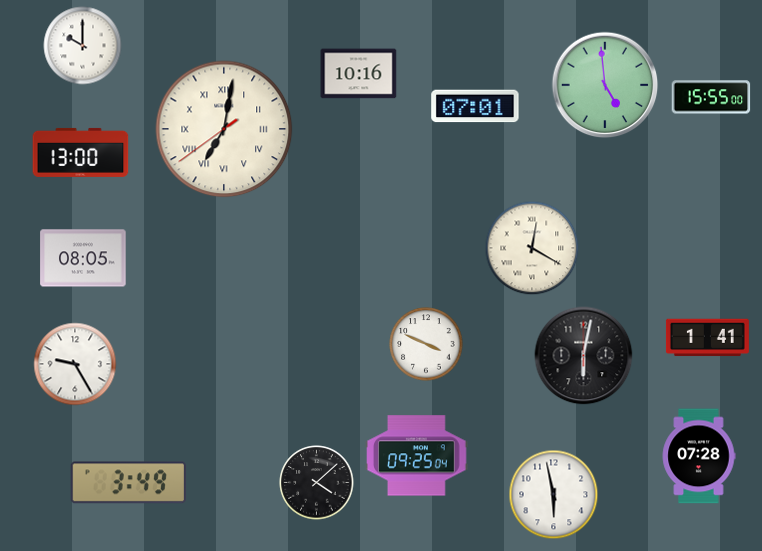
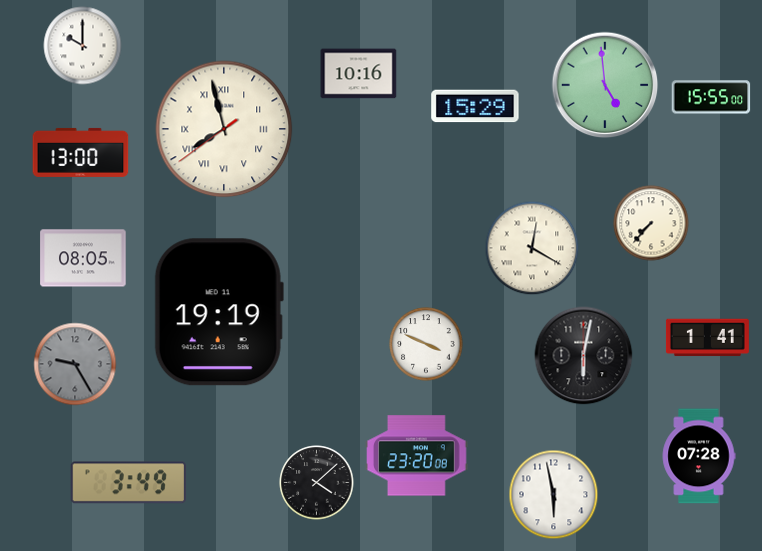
clock at (475, 106): 07:01 -> 15:29
clock at (224, 129): 7:01 -> 7:57
clock at (651, 223): none -> 7:37
clock at (219, 312): none -> 19:19
clock at (75, 364) dial: white -> grey
clock at (417, 456): 09:25 -> 23:20
